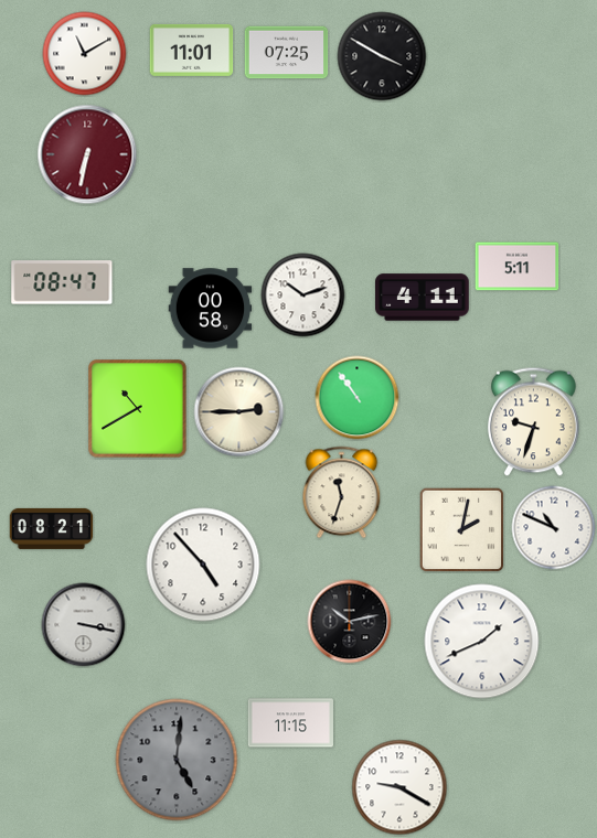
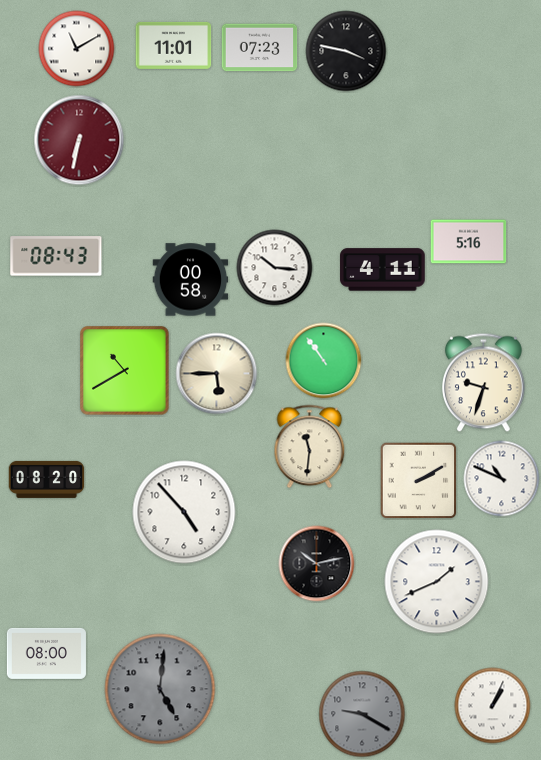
clock at (287, 53): 07:25 -> 07:23
clock at (382, 56): 3:50 -> 3:47
clock at (518, 267): 5:11 -> 5:16
clock at (62, 282): 08:47 -> 08:43
clock at (303, 296): 10:12 -> 10:16
clock at (239, 412): 2:45 -> 5:45
clock at (342, 493): 11:33 -> 11:31
clock at (52, 528): 08:21 -> 08:20
clock at (462, 530): 2:02 -> 2:10
clock at (84, 625): 3:17 -> none
clock at (46, 653): none -> 08:00
clock at (290, 723): 11:15 -> none
clock at (493, 706): none -> 1:04
clock at (399, 787) dial: white -> grey
